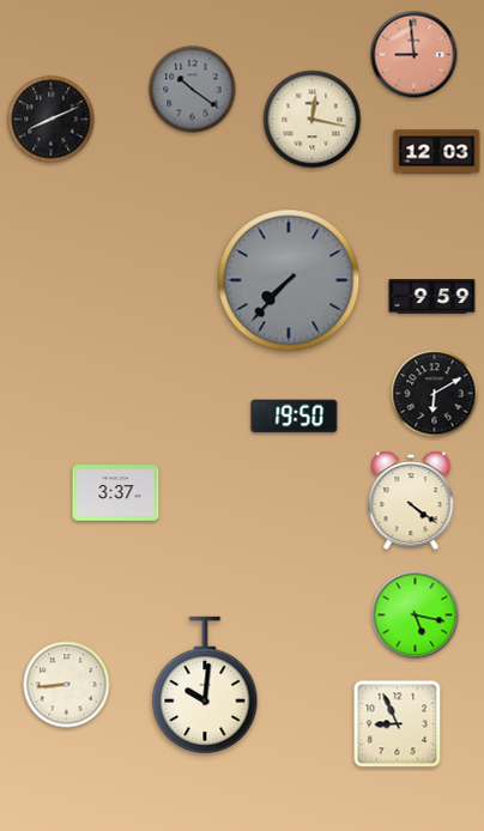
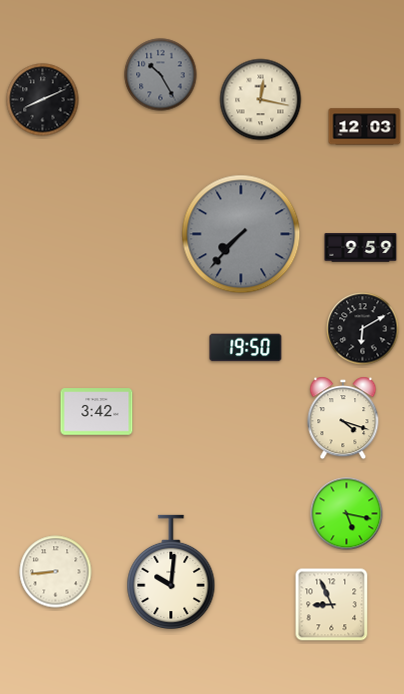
clock at (415, 55): 8:59 -> none
clock at (193, 90): 10:21 -> 10:25
clock at (116, 493): 3:37 -> 3:42
clock at (411, 501): 4:21 -> 4:18
